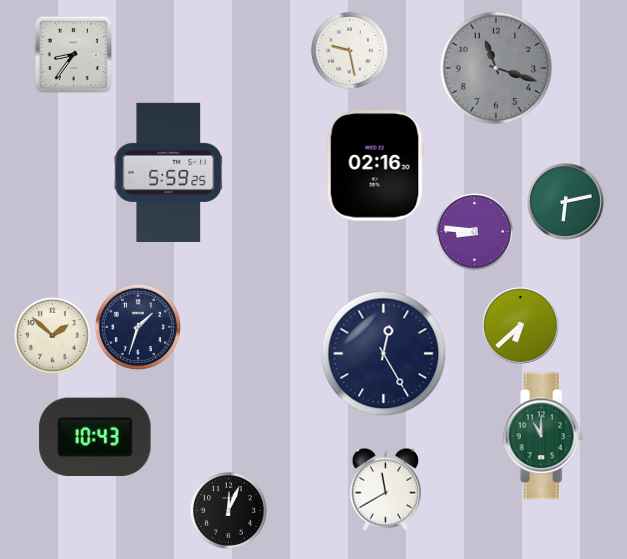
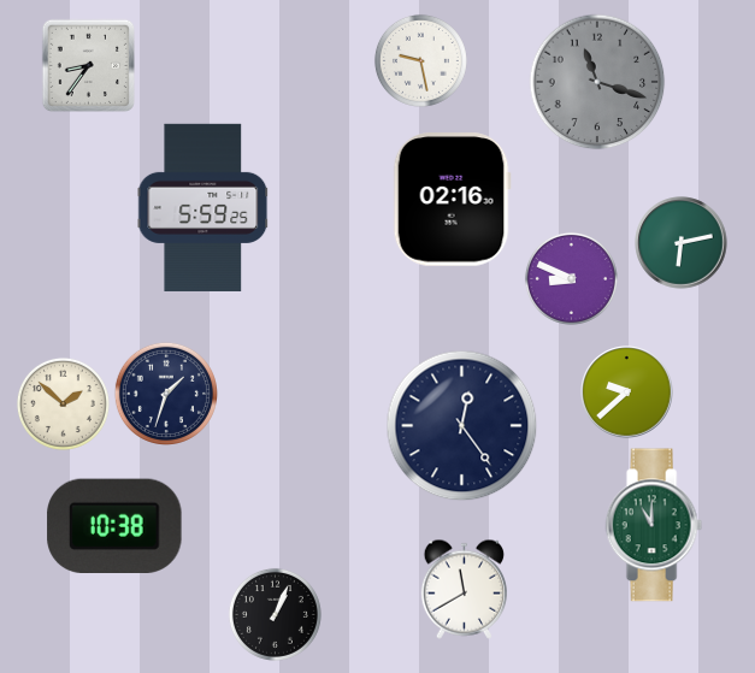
clock at (474, 231): 8:46 -> 8:49
clock at (521, 326): 6:38 -> 9:38
clock at (384, 354): 12:25 -> 12:24
clock at (95, 436): 10:43 -> 10:38
clock at (228, 510): 12:04 -> 1:04
